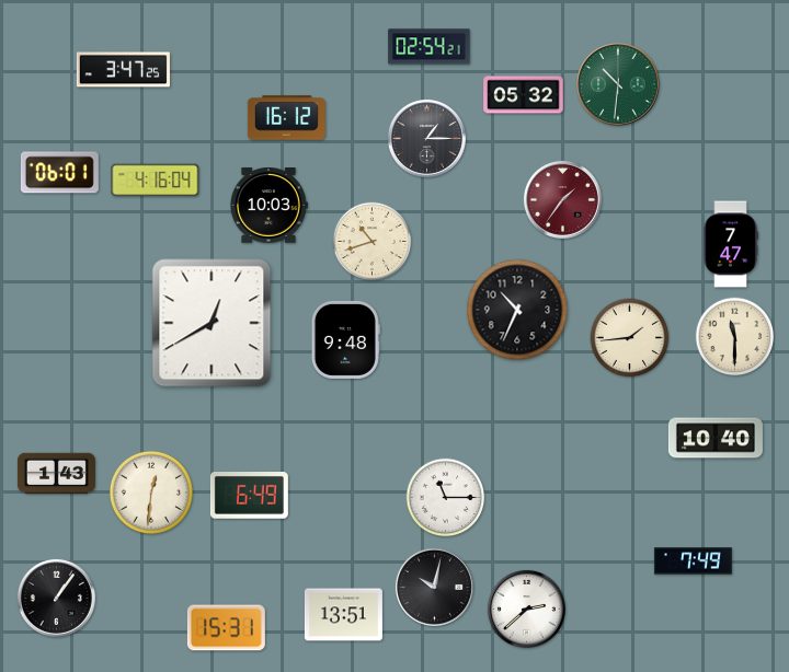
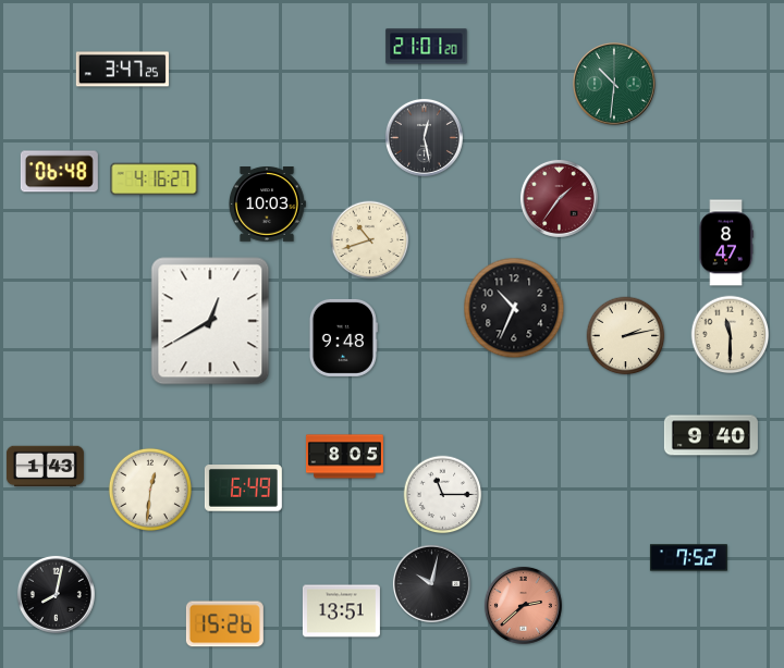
clock at (430, 47): 02:54 -> 21:01
clock at (524, 95): 05:32 -> none
clock at (286, 118): 16:12 -> none
clock at (426, 138): 1:15 -> 12:28
clock at (59, 173): 06:01 -> 06:48
clock at (156, 181): 4:16:04 -> 4:16:27
clock at (731, 244): 7:47 -> 8:47
clock at (630, 338): 1:44 -> 2:13
clock at (716, 438): 10:40 -> 9:40
clock at (344, 457): none -> 8:05
clock at (56, 474) position: (56, 474) -> (45, 467)
clock at (249, 496) position: (249, 496) -> (243, 488)
clock at (693, 561): 7:49 -> 7:52
clock at (56, 598): 1:06 -> 8:02
clock at (526, 609) dial: white -> salmon
clock at (226, 628): 15:31 -> 15:26
